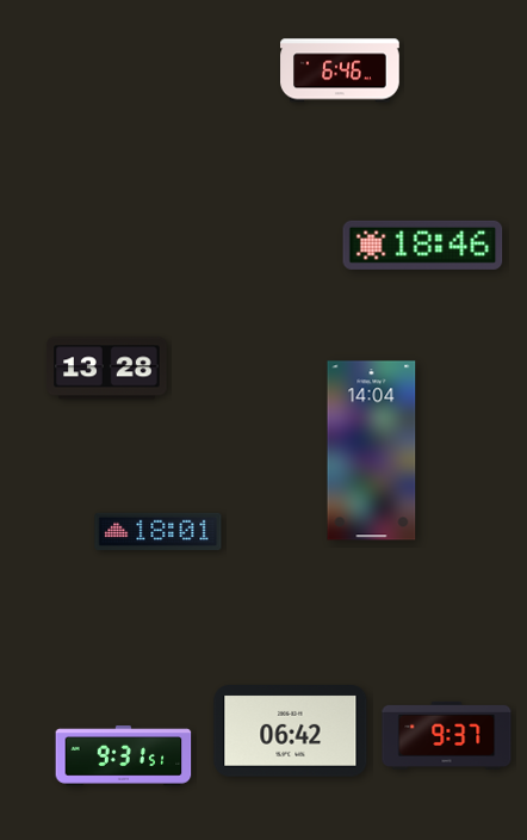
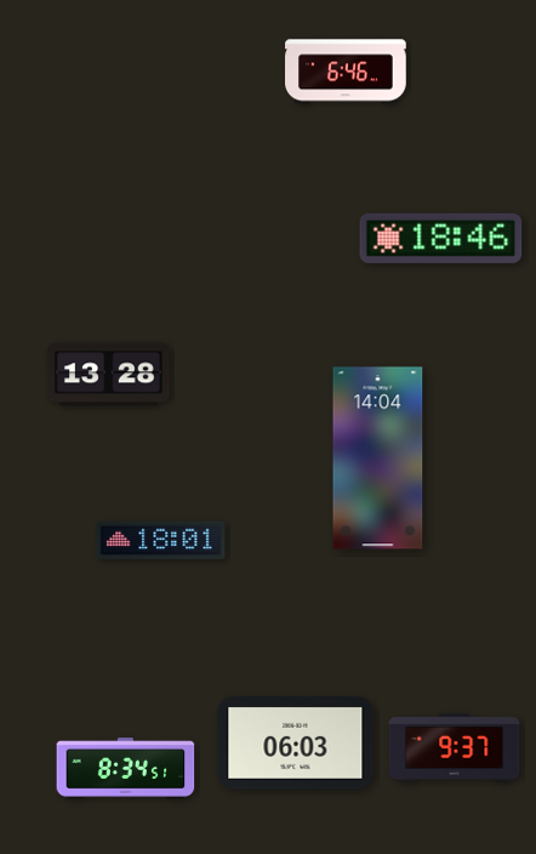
clock at (423, 245) position: (423, 245) -> (441, 238)
clock at (291, 731): 06:42 -> 06:03
clock at (124, 756): 9:31 -> 8:34
